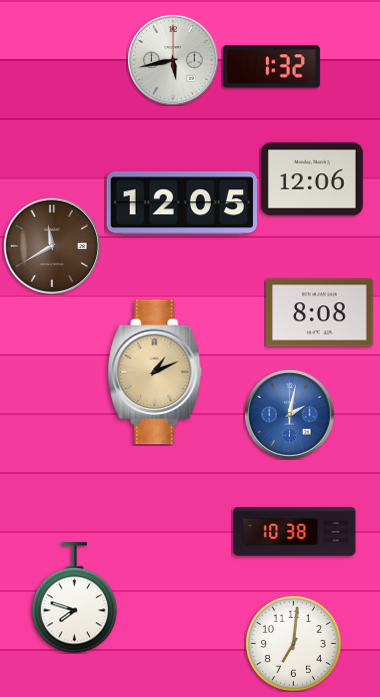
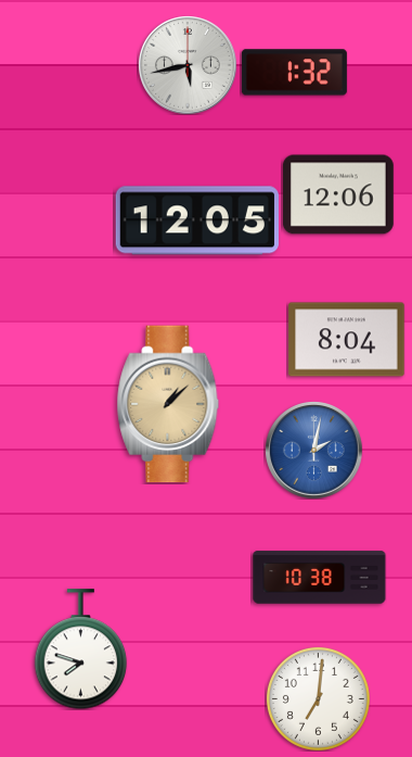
clock at (52, 246): 11:40 -> none
clock at (320, 313): 8:08 -> 8:04
clock at (155, 372): 1:11 -> 1:08
